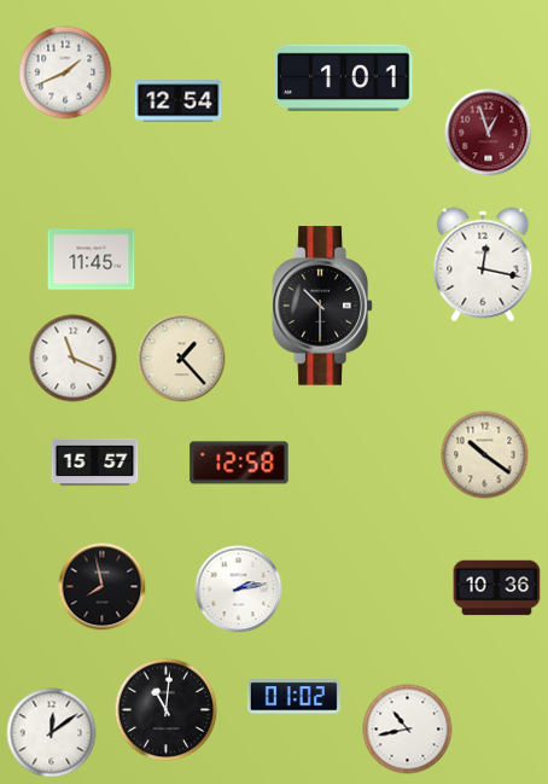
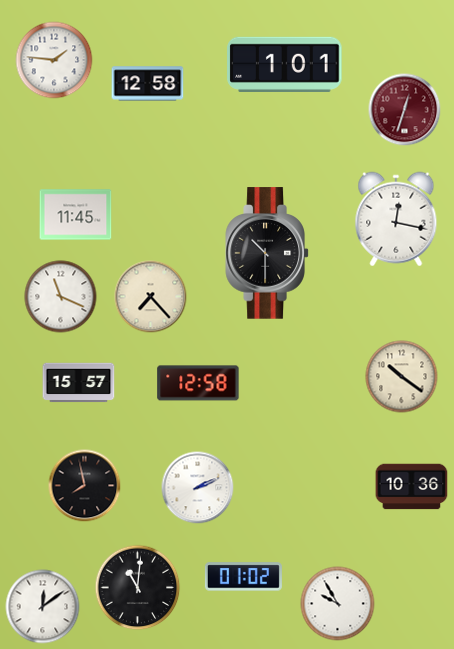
clock at (65, 72): 1:41 -> 1:46
clock at (179, 101): 12:54 -> 12:58
clock at (489, 133): 12:57 -> 12:33
clock at (483, 265) position: (483, 265) -> (396, 219)
clock at (182, 359): 1:23 -> 7:23
clock at (239, 590): 2:13 -> 2:11
clock at (408, 730): 10:43 -> 9:55
